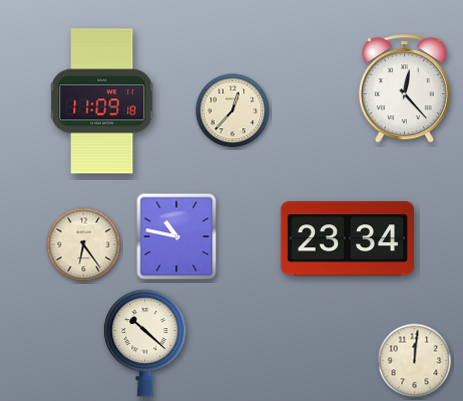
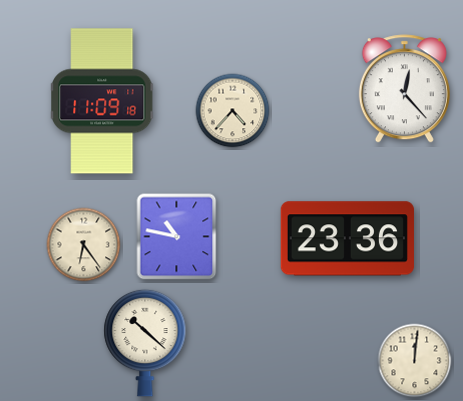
clock at (233, 111): 12:37 -> 4:37
clock at (347, 239): 23:34 -> 23:36
